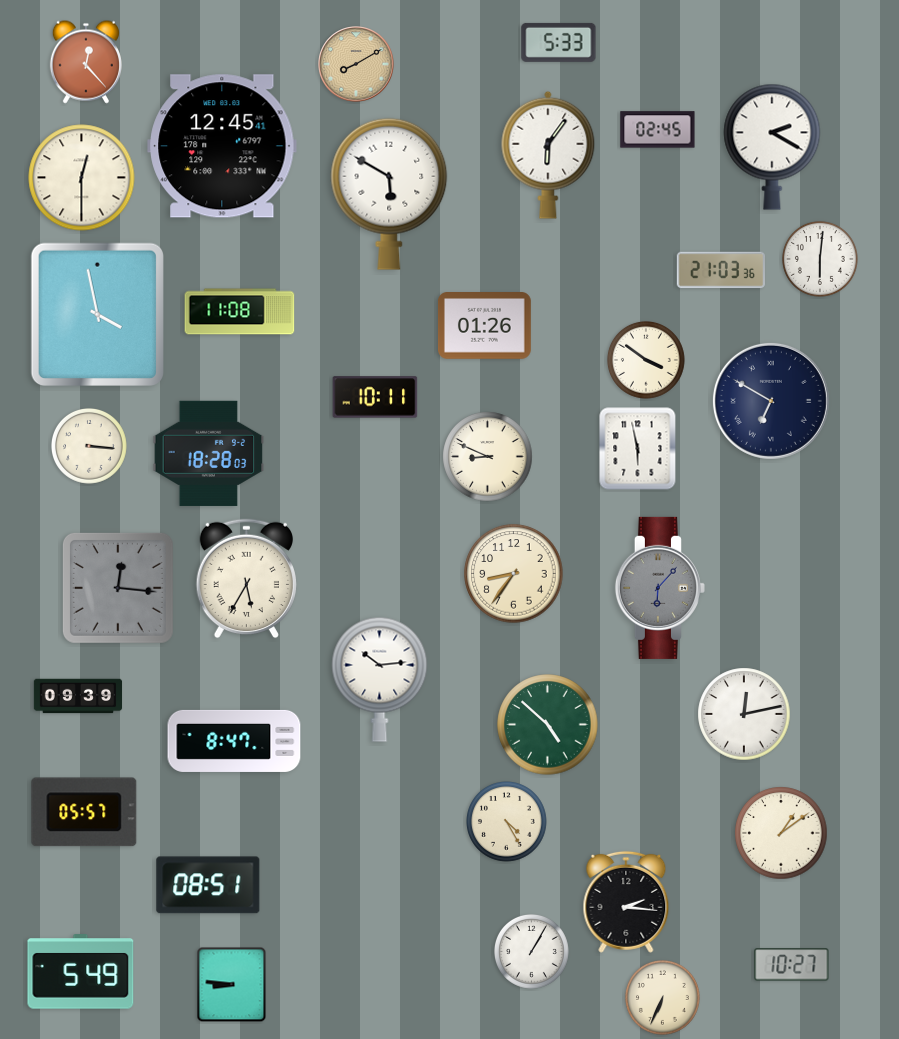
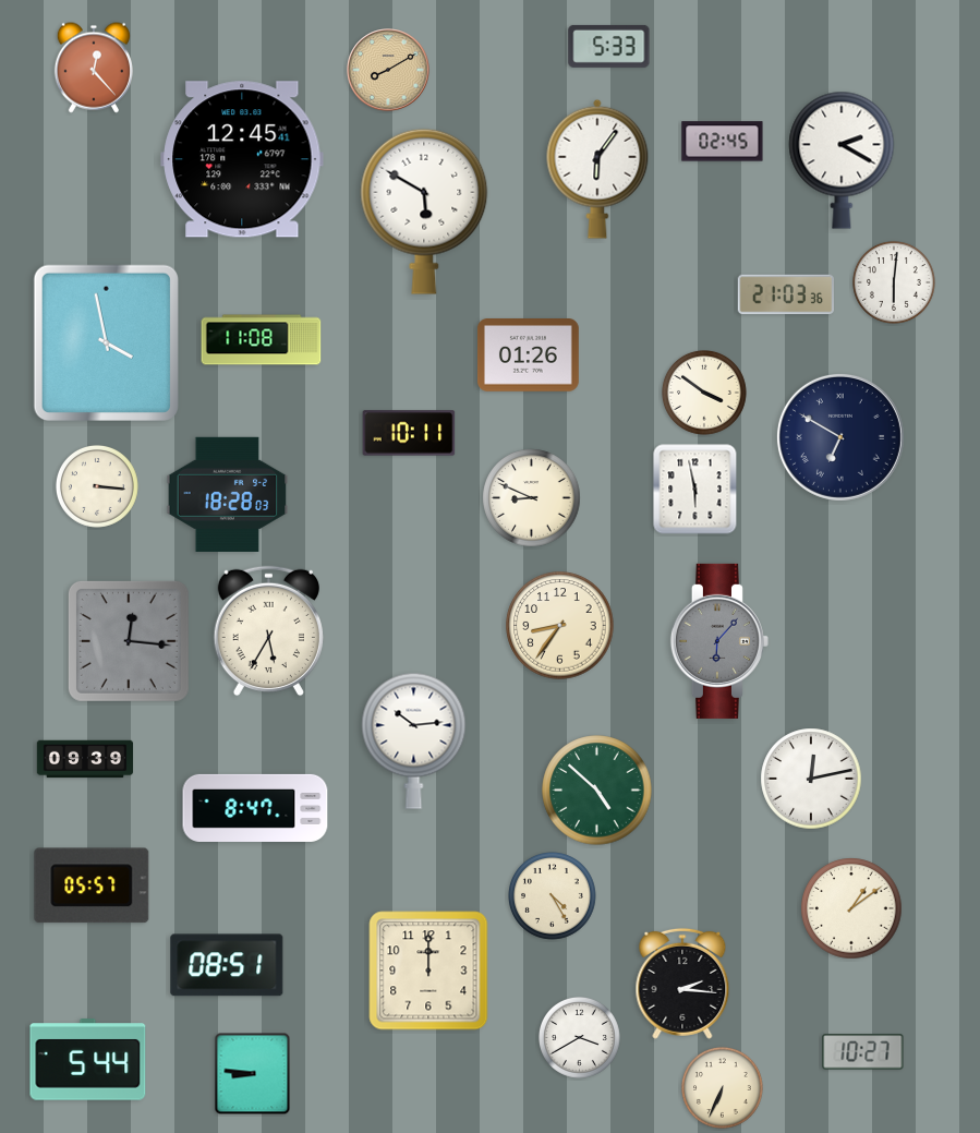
clock at (658, 130) position: (658, 130) -> (723, 142)
clock at (82, 178): 12:30 -> none
clock at (428, 971): none -> 12:00
clock at (531, 951): 1:05 -> 3:40
clock at (81, 972): 5:49 -> 5:44
